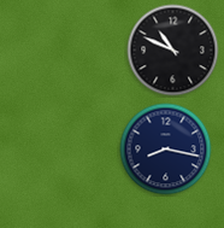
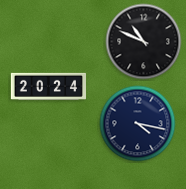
clock at (48, 86): none -> 20:24
clock at (166, 150): 8:17 -> 4:17
